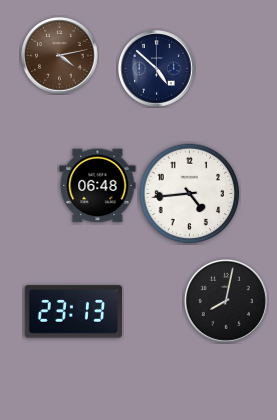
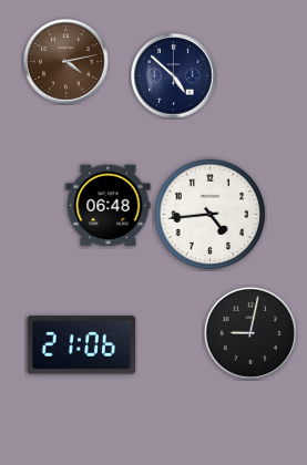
clock at (226, 301): 8:02 -> 9:02
clock at (74, 312): 23:13 -> 21:06
